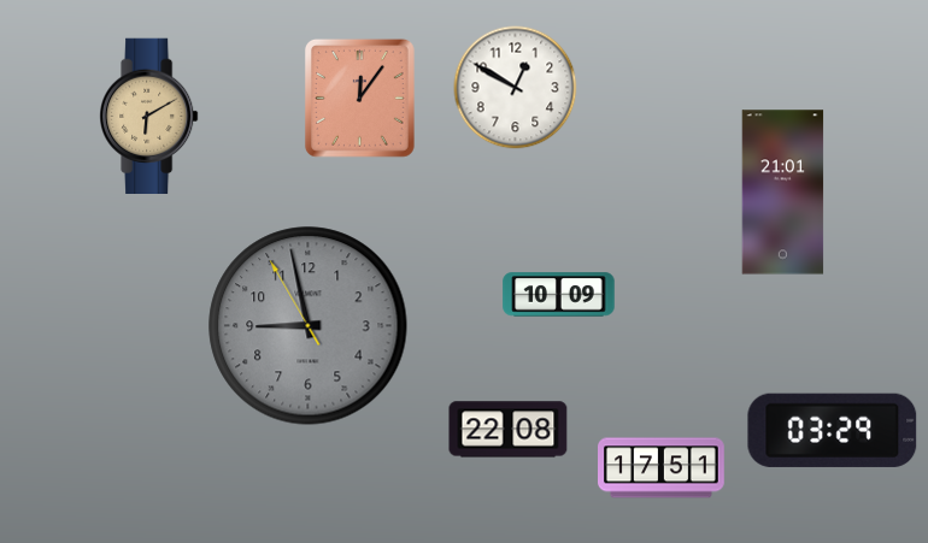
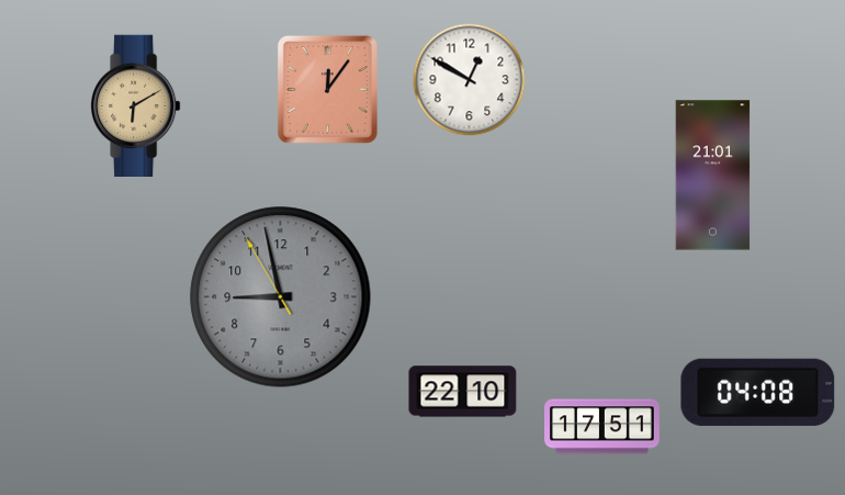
clock at (559, 295): 10:09 -> none
clock at (509, 430): 22:08 -> 22:10
clock at (833, 430): 03:29 -> 04:08
